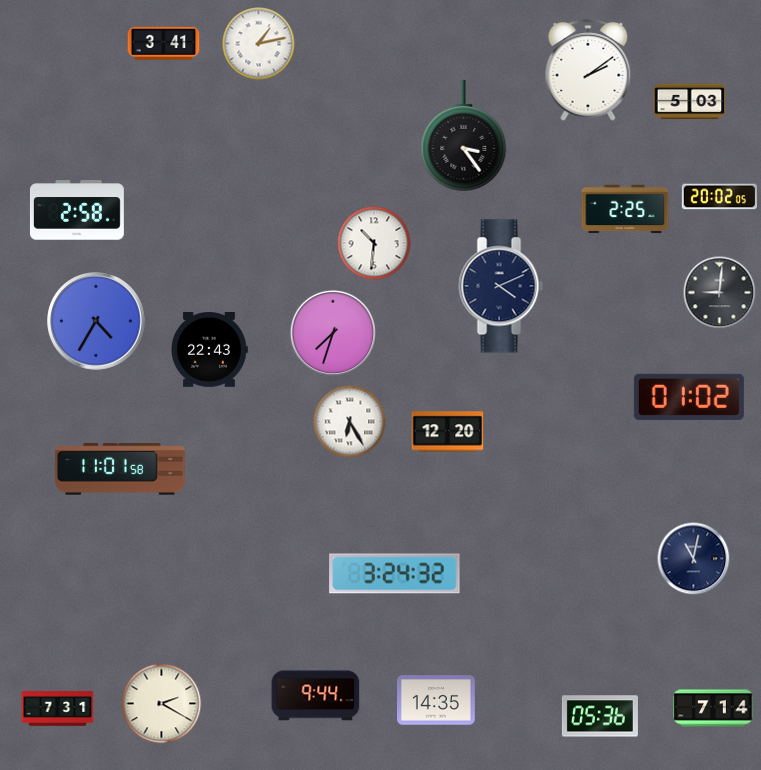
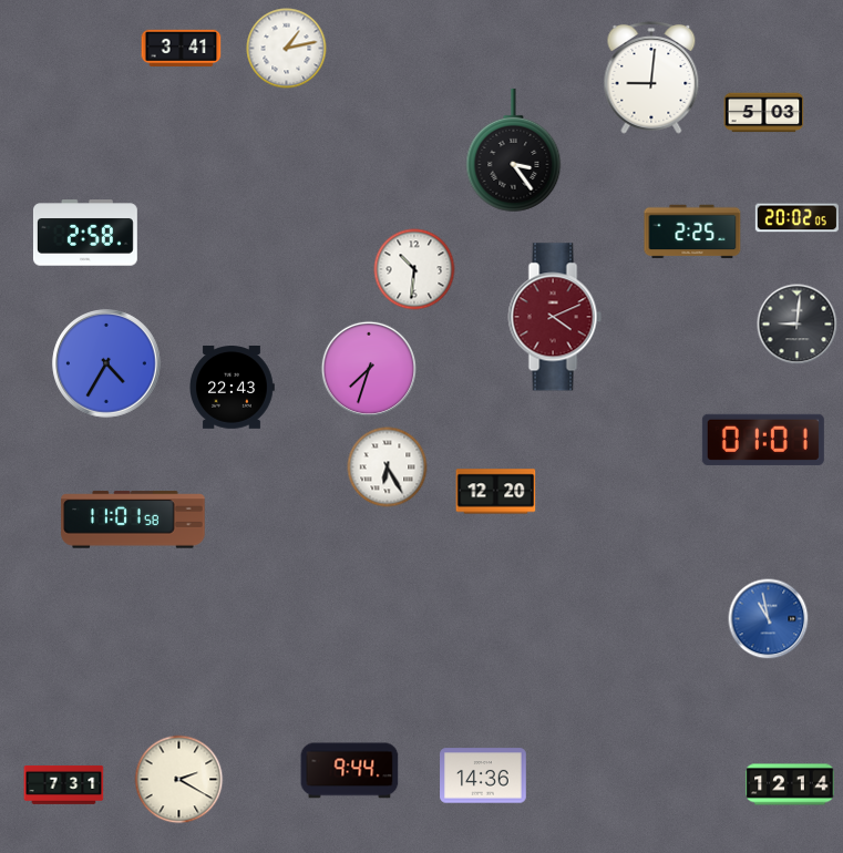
clock at (588, 71): 2:09 -> 9:01
clock at (501, 286) dial: navy -> burgundy
clock at (96, 321) position: (96, 321) -> (106, 363)
clock at (689, 397): 01:02 -> 01:01
clock at (448, 432) position: (448, 432) -> (496, 492)
clock at (694, 559): 11:02 -> 10:58
clock at (694, 559) dial: navy -> blue
clock at (395, 574): 3:24 -> none
clock at (436, 700): 14:35 -> 14:36
clock at (713, 708): 7:14 -> 12:14
clock at (600, 716): 05:36 -> none
